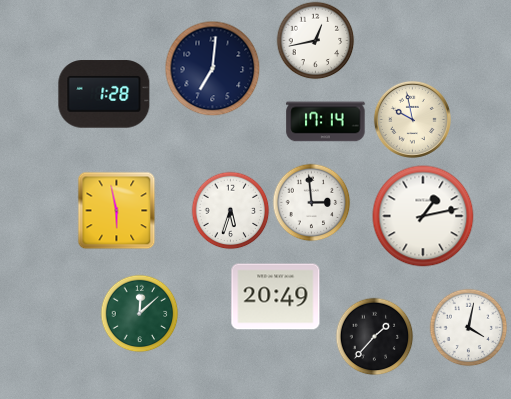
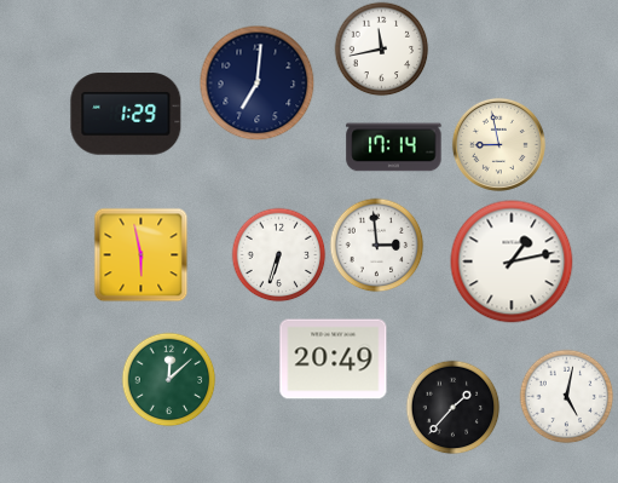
clock at (315, 40): 12:43 -> 11:43
clock at (104, 94): 1:28 -> 1:29
clock at (412, 119): 9:58 -> 8:58
clock at (230, 210): 5:33 -> 6:33
clock at (468, 327): 4:02 -> 5:02
